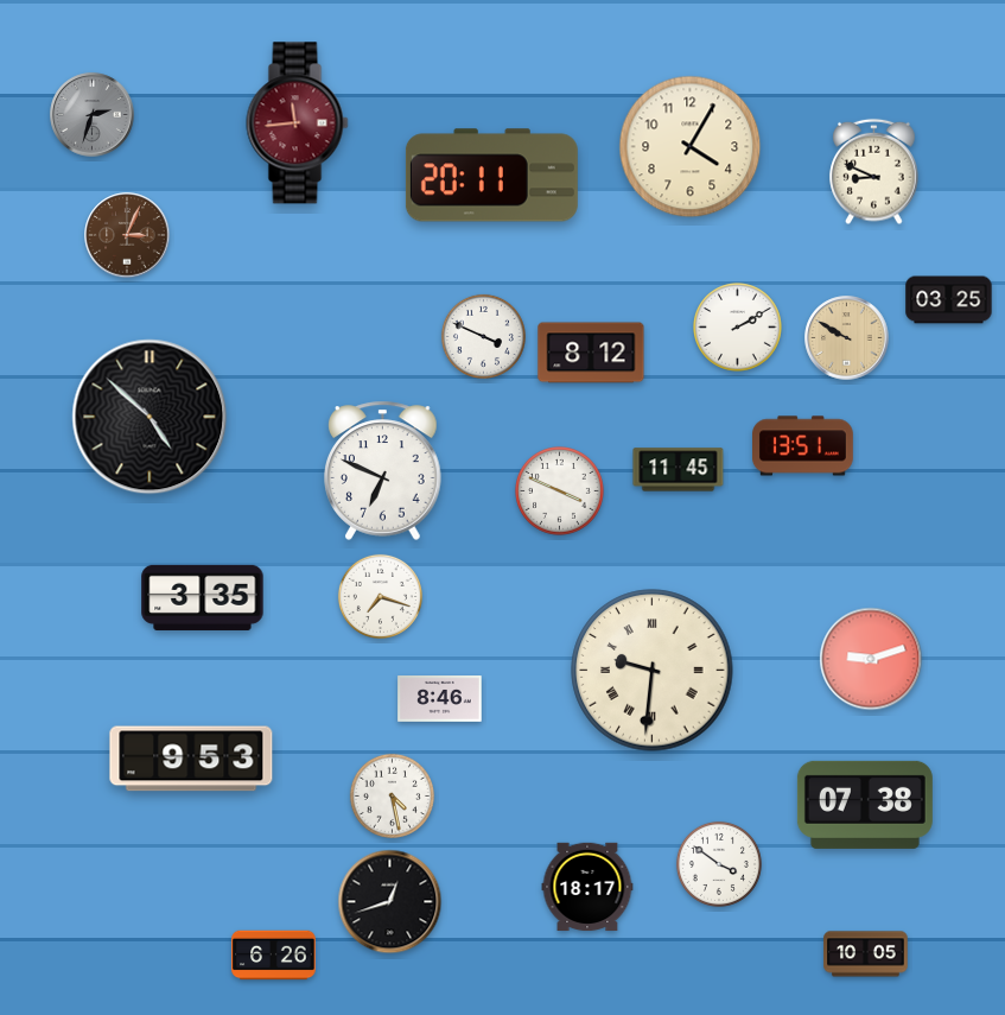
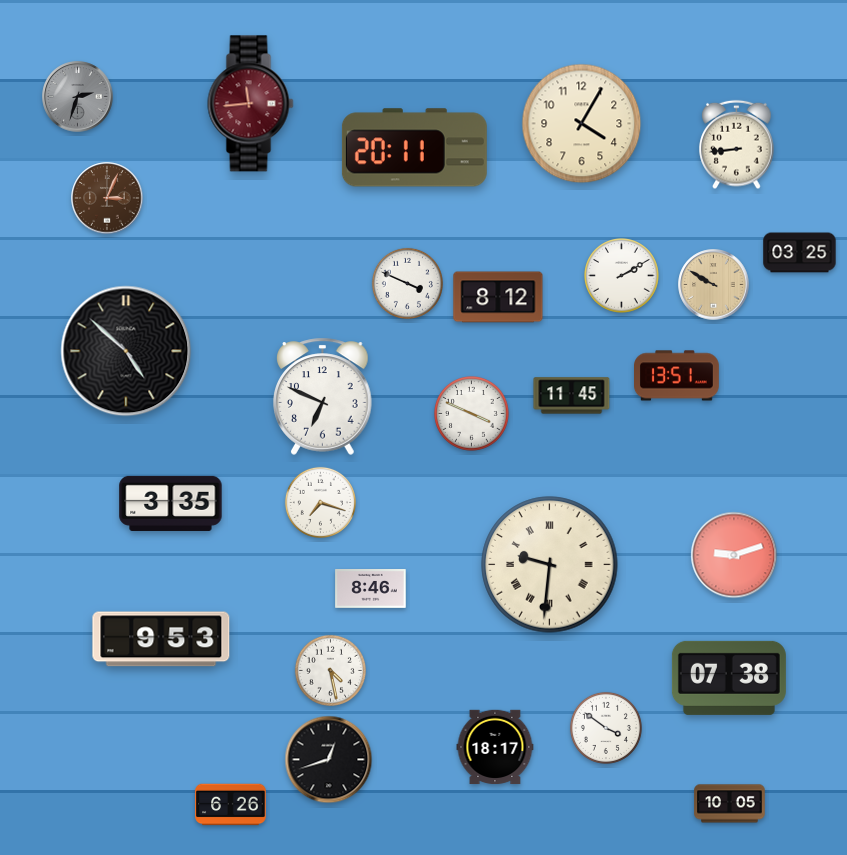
clock at (874, 172): 8:49 -> 8:44
